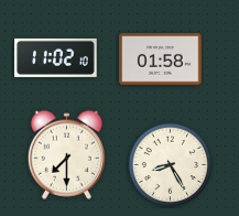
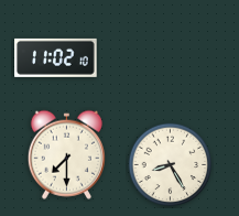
clock at (161, 60): 01:58 -> none
